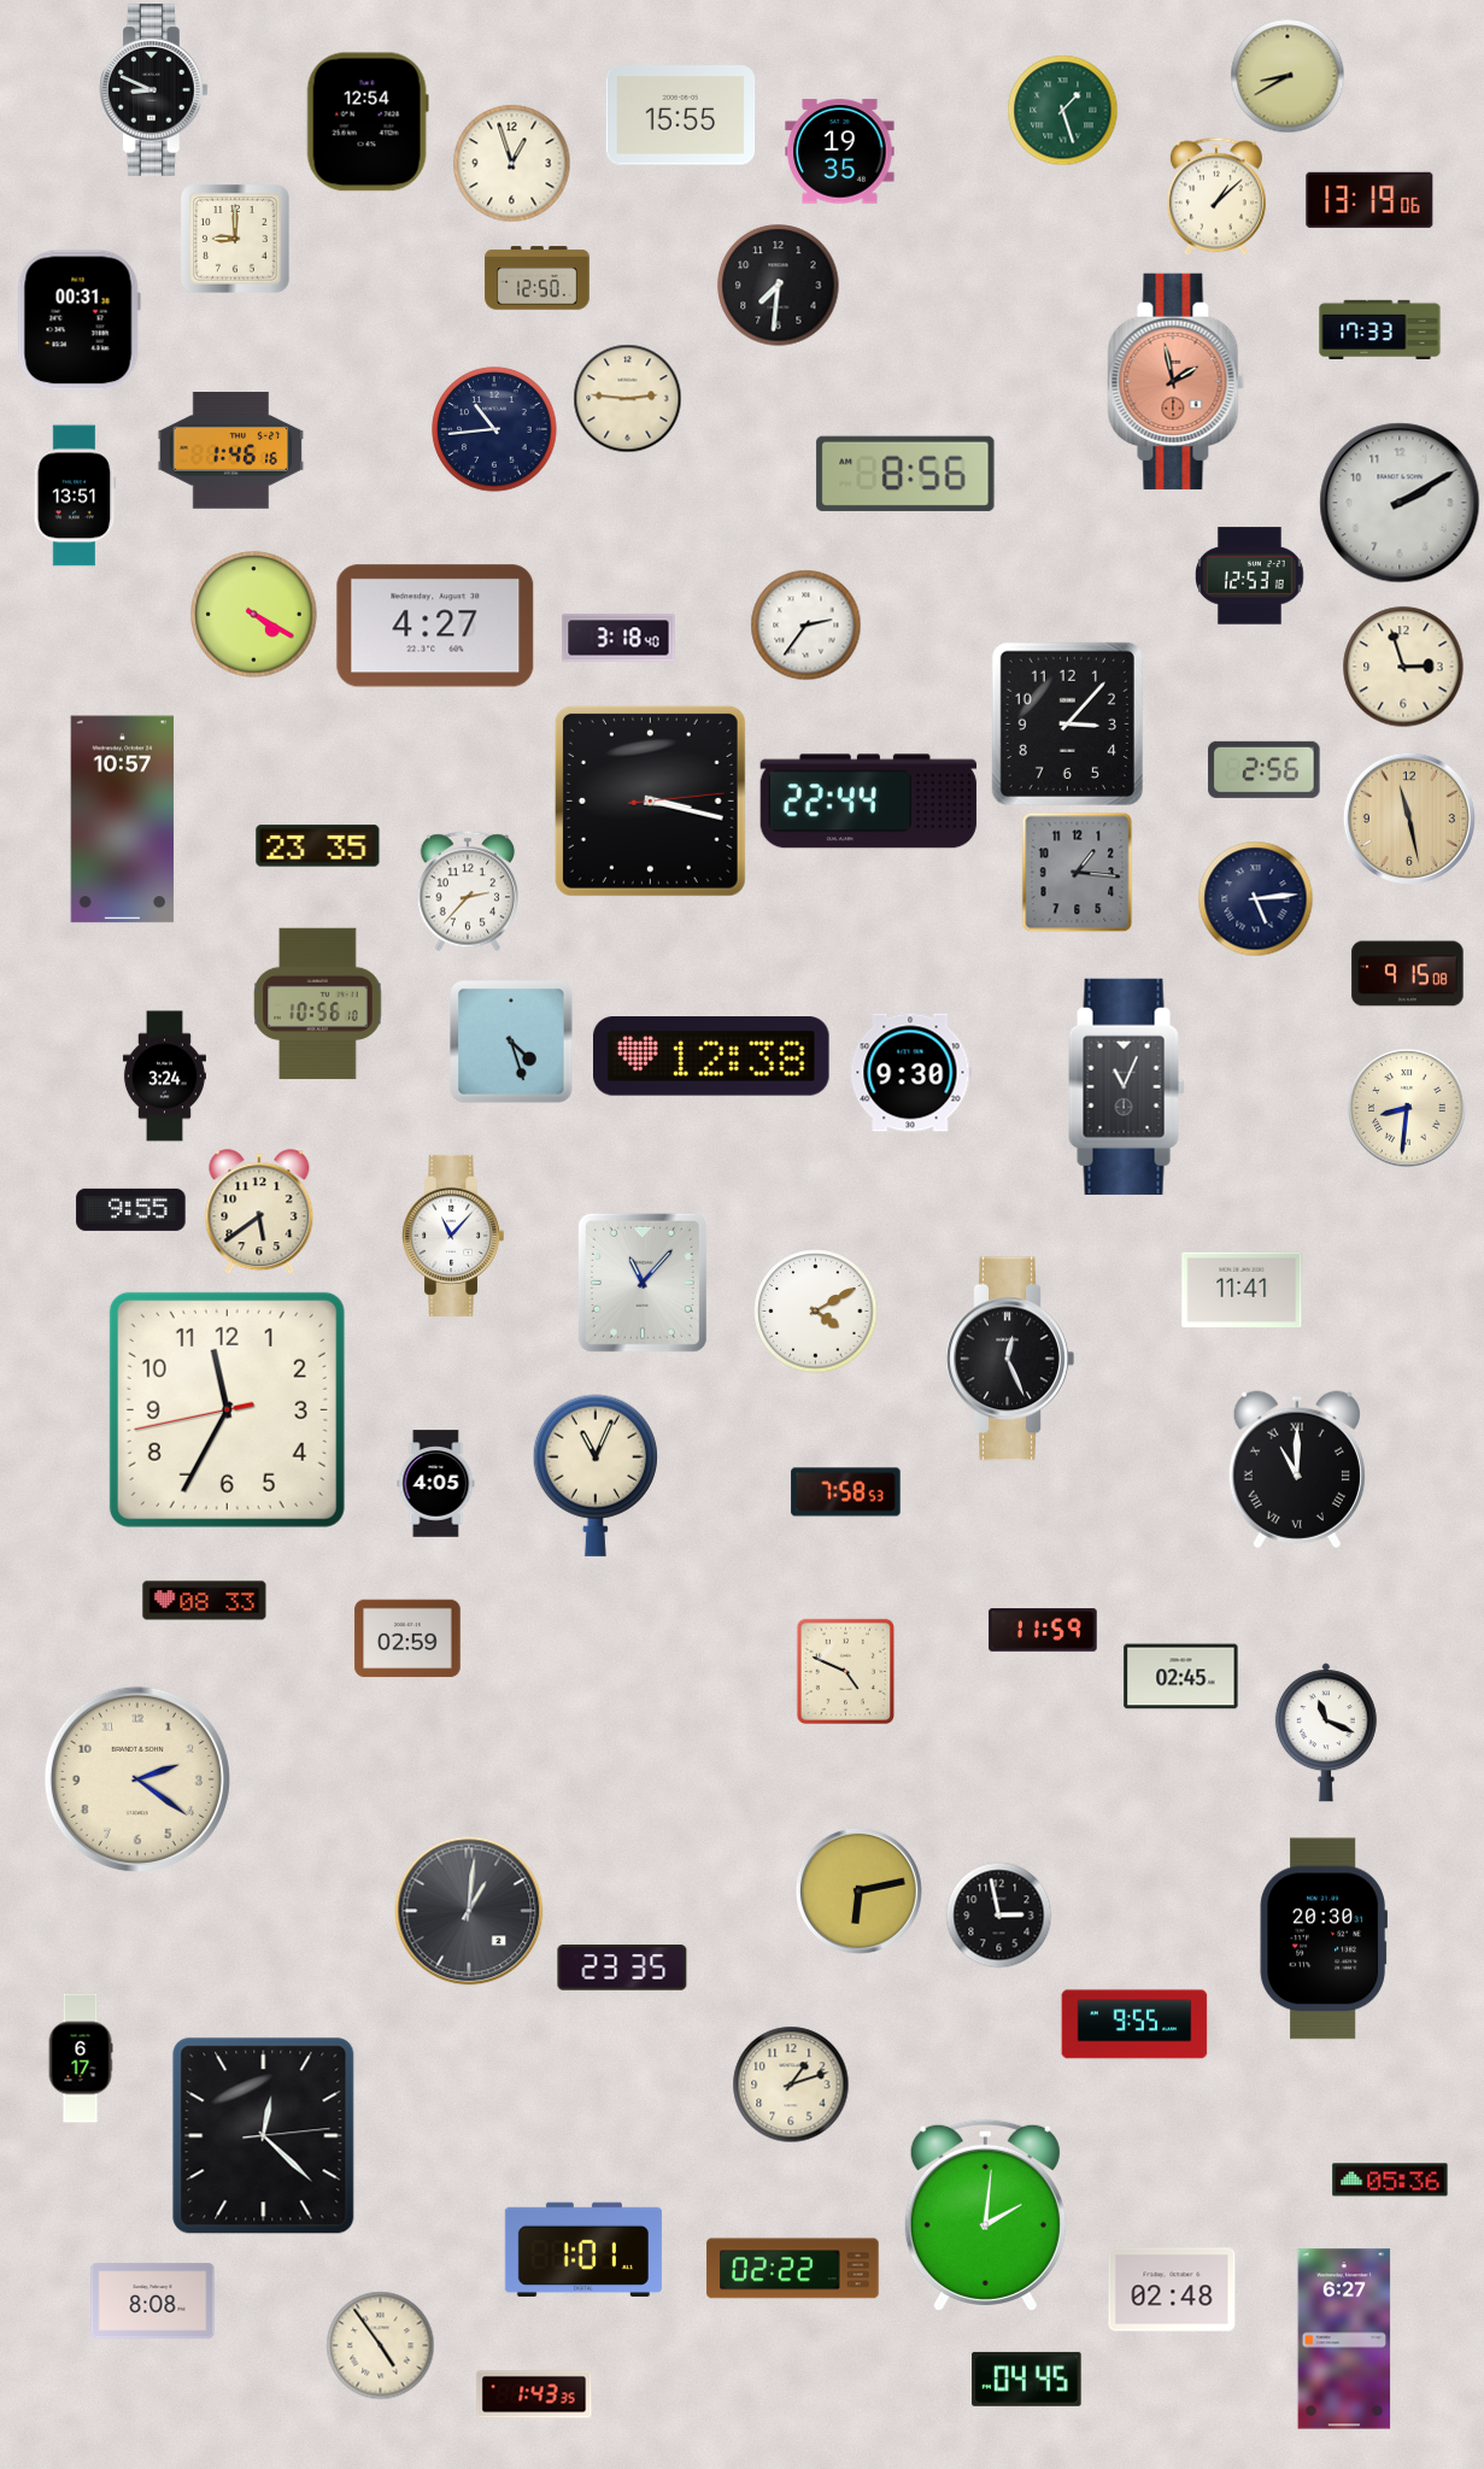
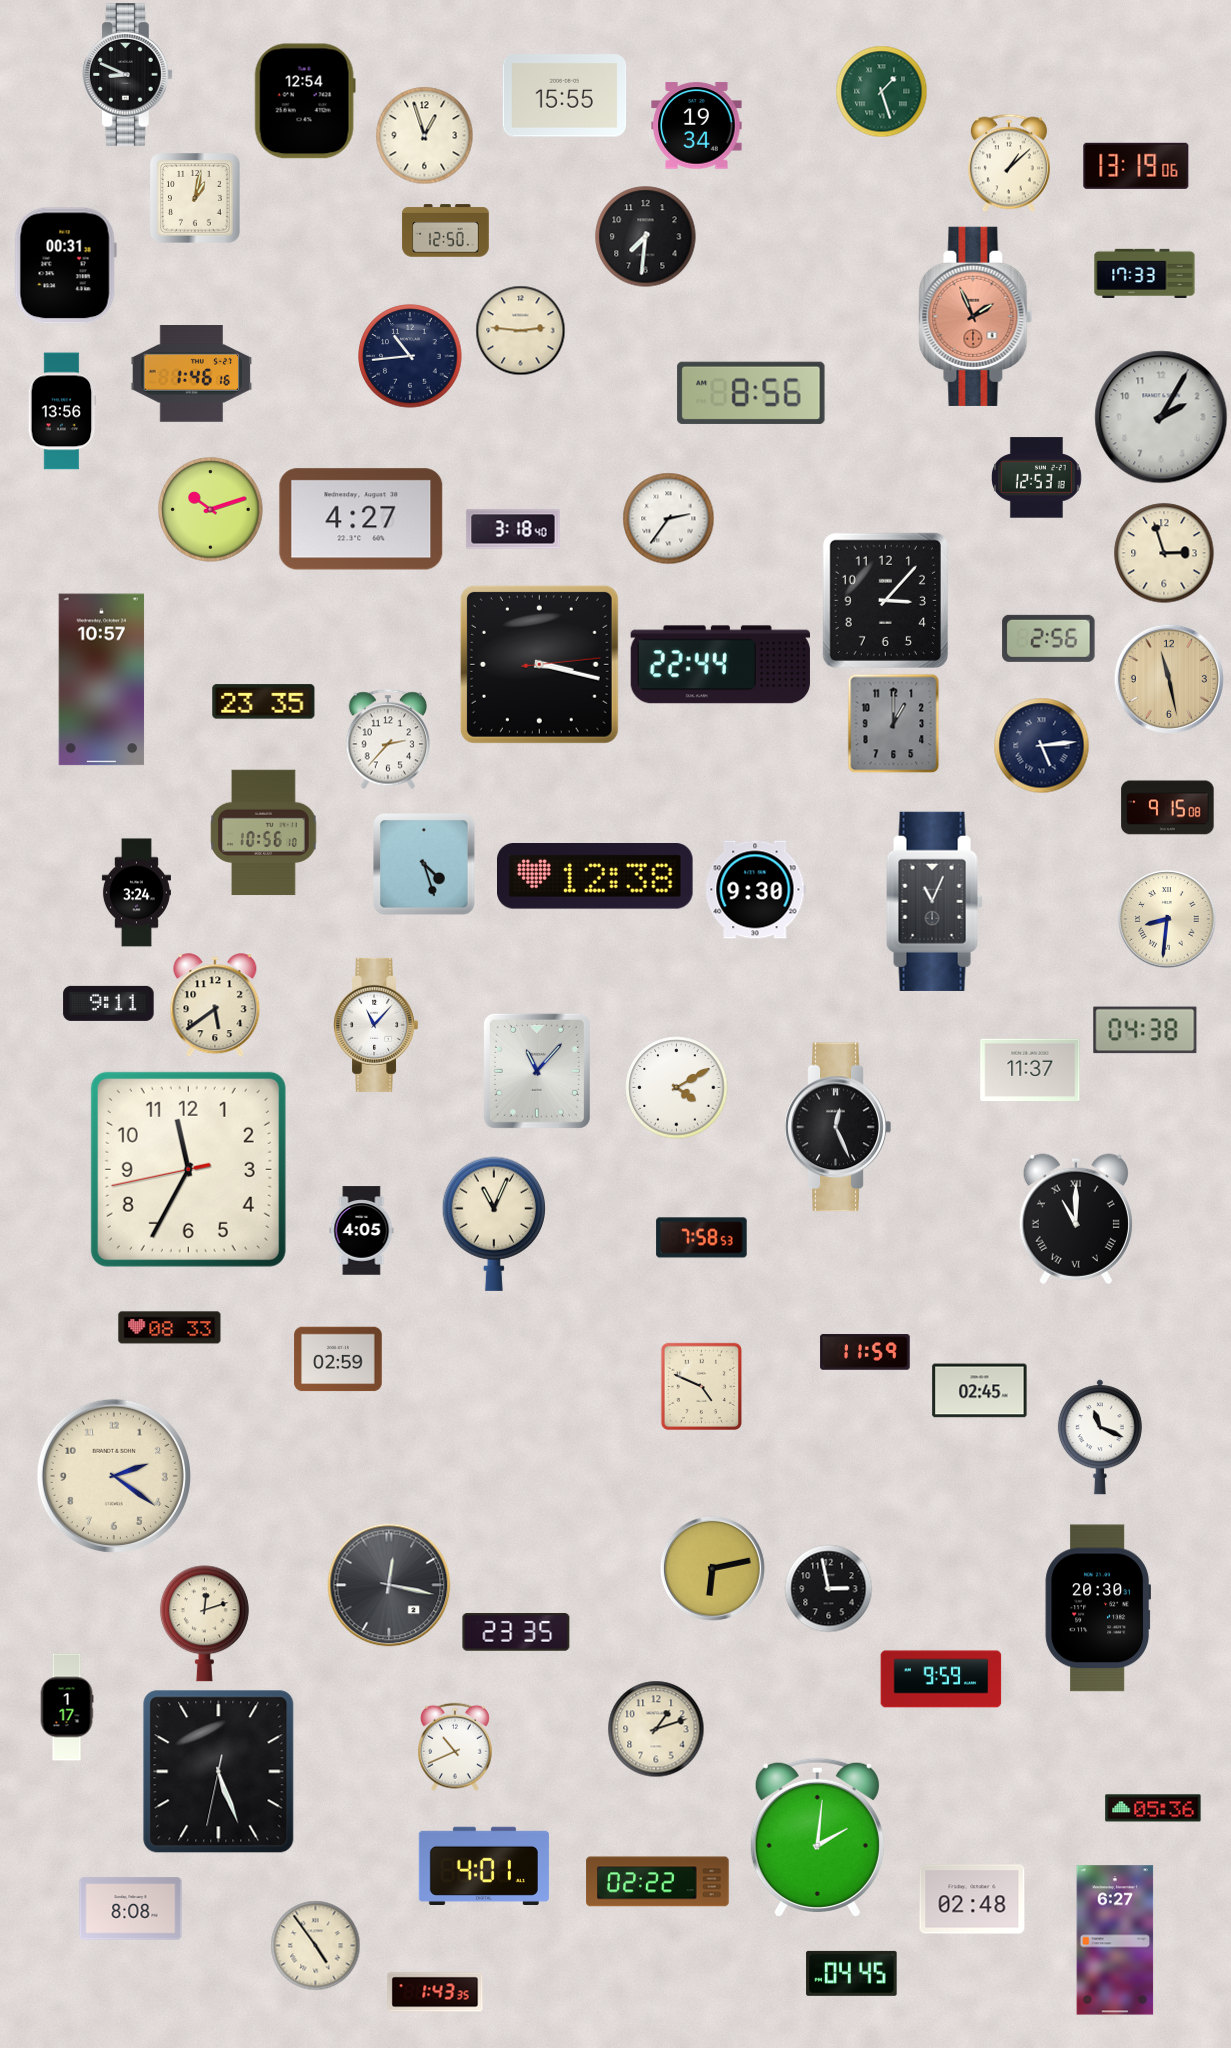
clock at (1287, 76): 8:40 -> none
clock at (840, 152): 19:35 -> 19:34
clock at (235, 239): 9:00 -> 1:02
clock at (1177, 381): 1:58 -> 1:56
clock at (75, 495): 13:51 -> 13:56
clock at (1400, 503): 2:10 -> 2:05
clock at (254, 615): 4:20 -> 10:12
clock at (1078, 872): 1:16 -> 1:00
clock at (712, 1057) position: (712, 1057) -> (596, 877)
clock at (131, 1209): 9:55 -> 9:11
clock at (1145, 1030): none -> 04:38
clock at (643, 1283) position: (643, 1283) -> (537, 1071)
clock at (1242, 1290): 11:41 -> 11:37
clock at (469, 1911): 1:01 -> 12:17
clock at (204, 1624): none -> 12:12
clock at (1134, 2024): 9:55 -> 9:59
clock at (81, 2058): 6:17 -> 1:17
clock at (456, 1747): none -> 10:41
clock at (264, 2136): 12:22 -> 5:26
clock at (583, 2250): 1:01 -> 4:01
clock at (153, 2301) position: (153, 2301) -> (131, 1909)
clock at (534, 2394) position: (534, 2394) -> (435, 1992)
